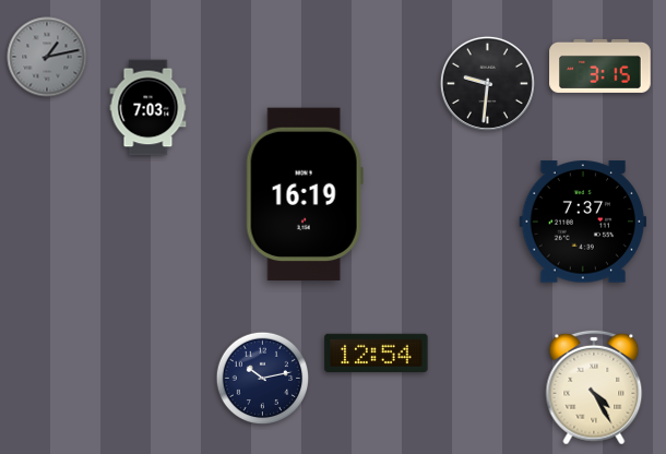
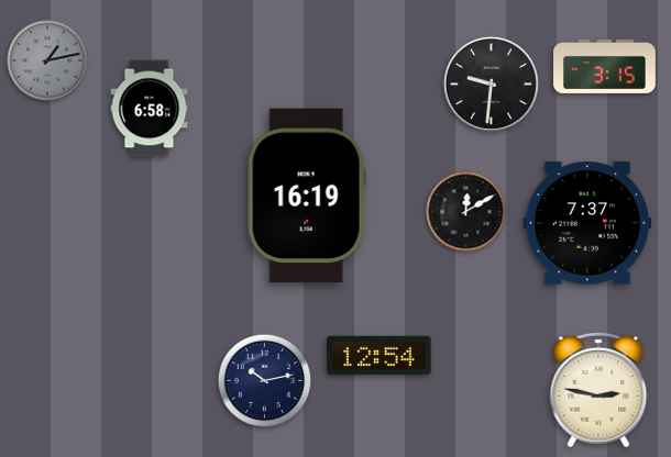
clock at (47, 57) position: (47, 57) -> (47, 60)
clock at (148, 108): 7:03 -> 6:58
clock at (466, 212): none -> 12:10
clock at (594, 387): 4:25 -> 2:47
